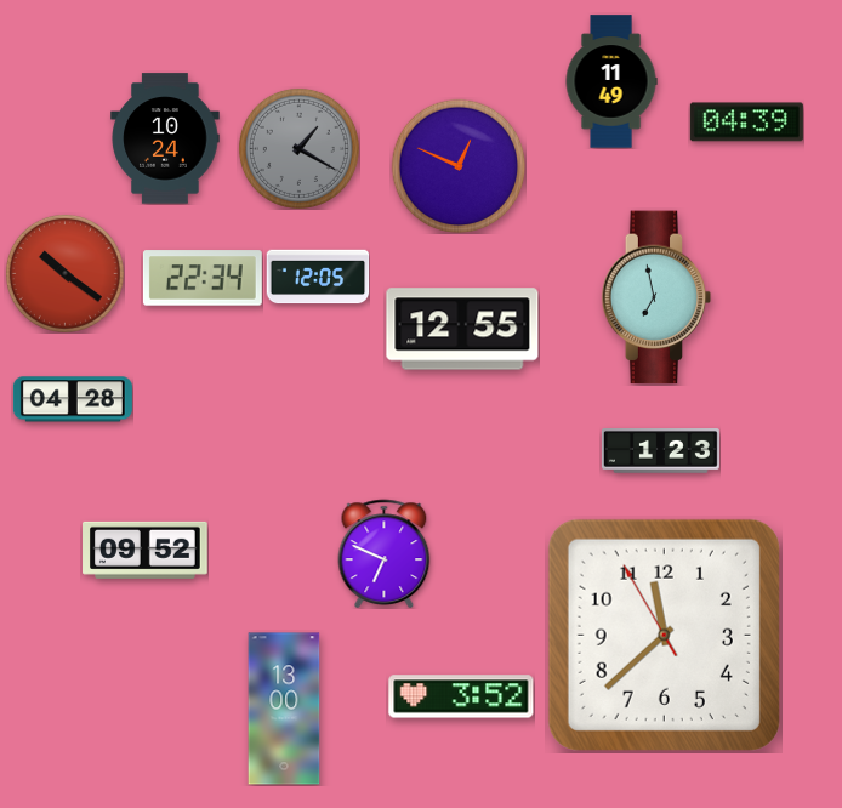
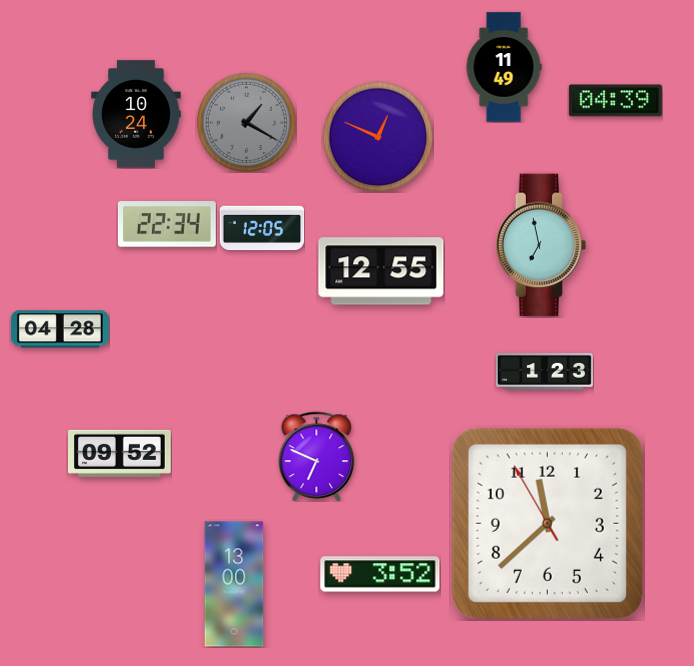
clock at (64, 273): 10:21 -> none
clock at (203, 278) position: (203, 278) -> (167, 224)
